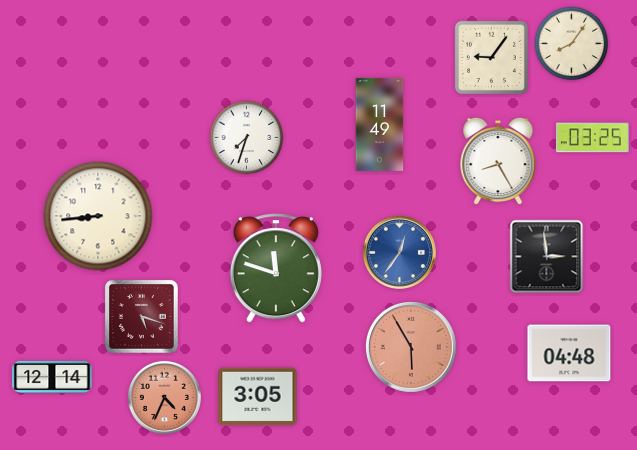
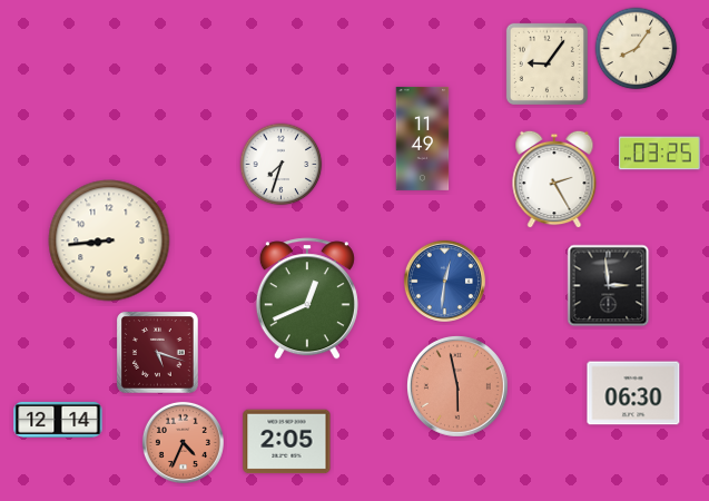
clock at (247, 138) position: (247, 138) -> (282, 165)
clock at (498, 161): 8:25 -> 2:25
clock at (399, 252): 12:36 -> 12:31
clock at (276, 268): 11:48 -> 12:41
clock at (411, 347): 5:55 -> 5:58
clock at (569, 353): 04:48 -> 06:30
clock at (258, 397): 3:05 -> 2:05
